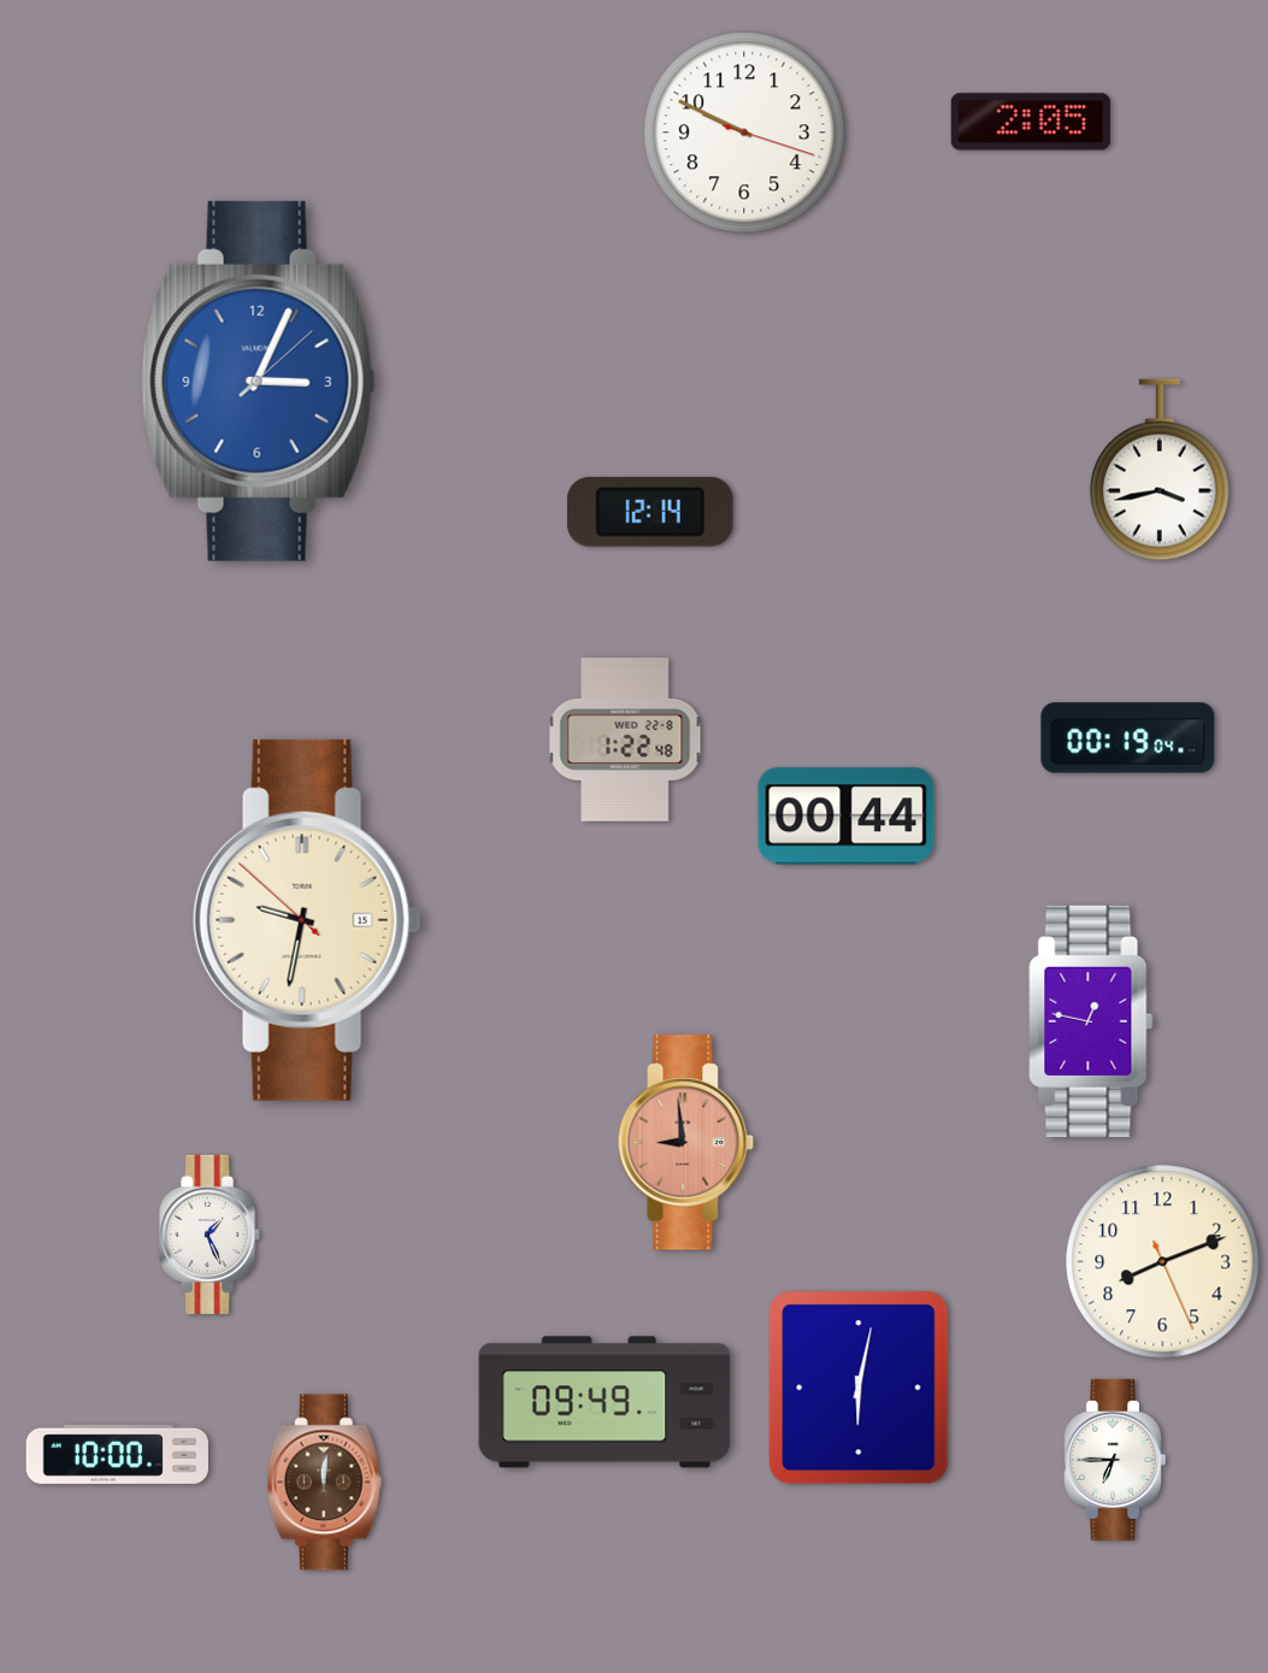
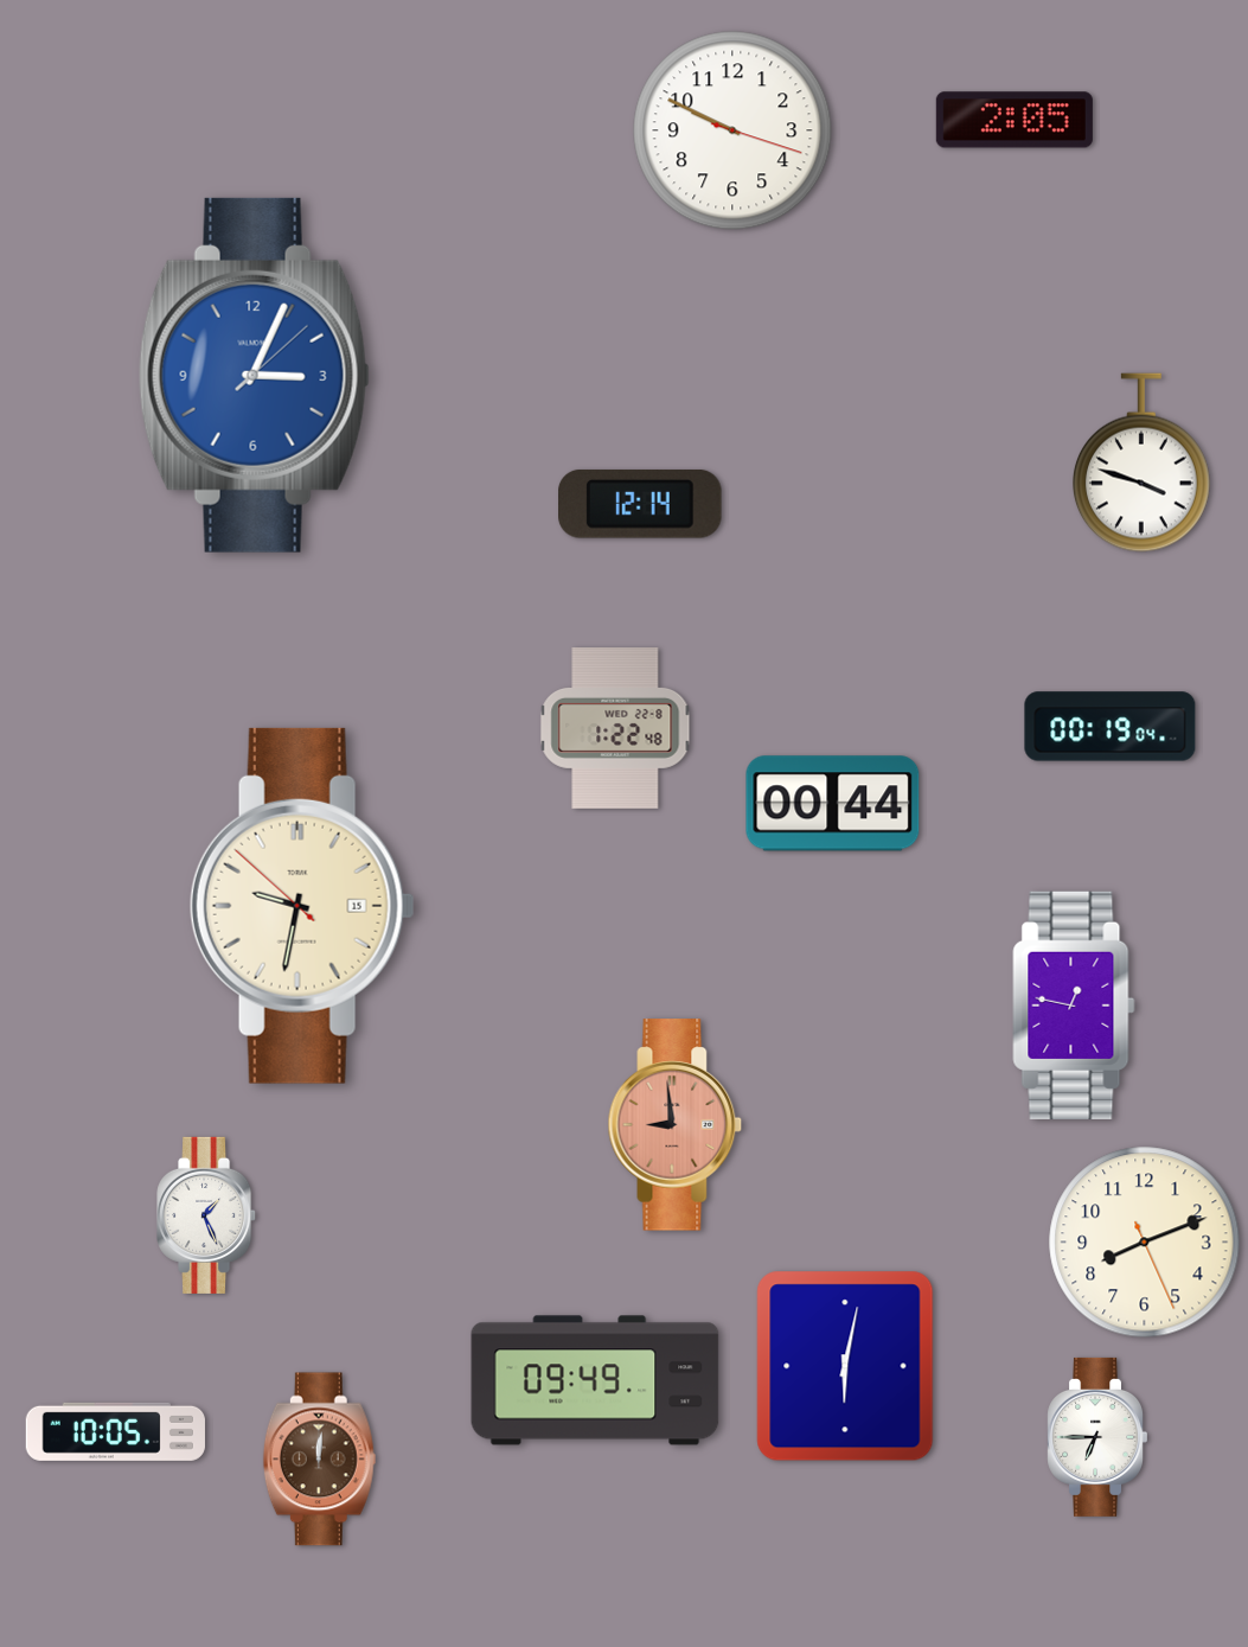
clock at (1160, 470): 3:43 -> 3:48
clock at (117, 1454): 10:00 -> 10:05
